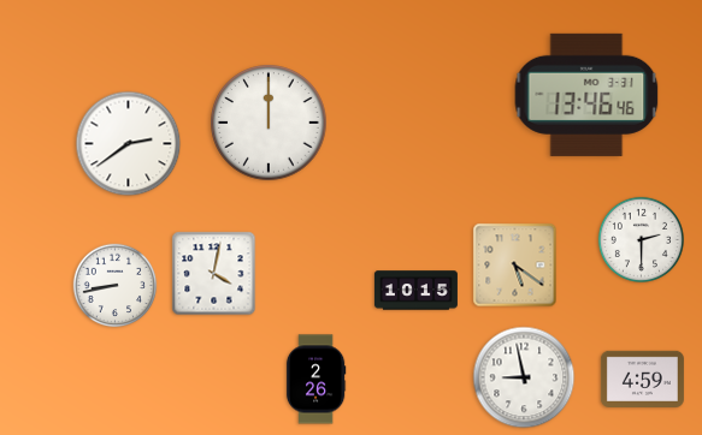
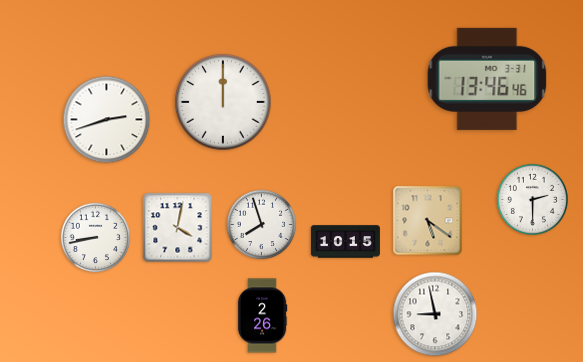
clock at (129, 144): 2:39 -> 2:42
clock at (262, 225): none -> 7:57
clock at (642, 379): 4:59 -> none
